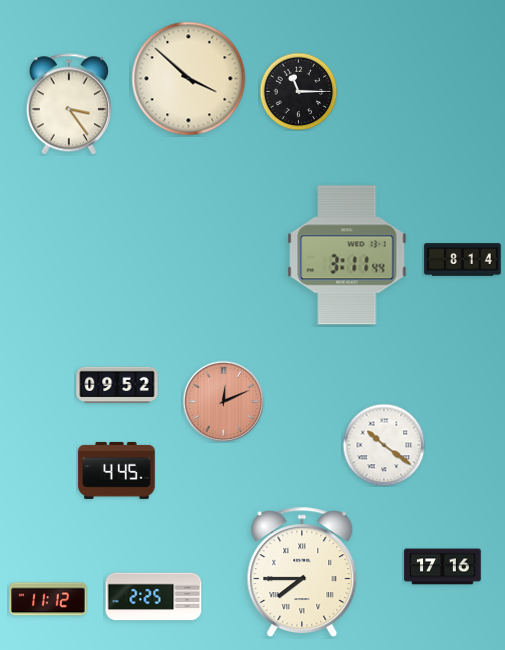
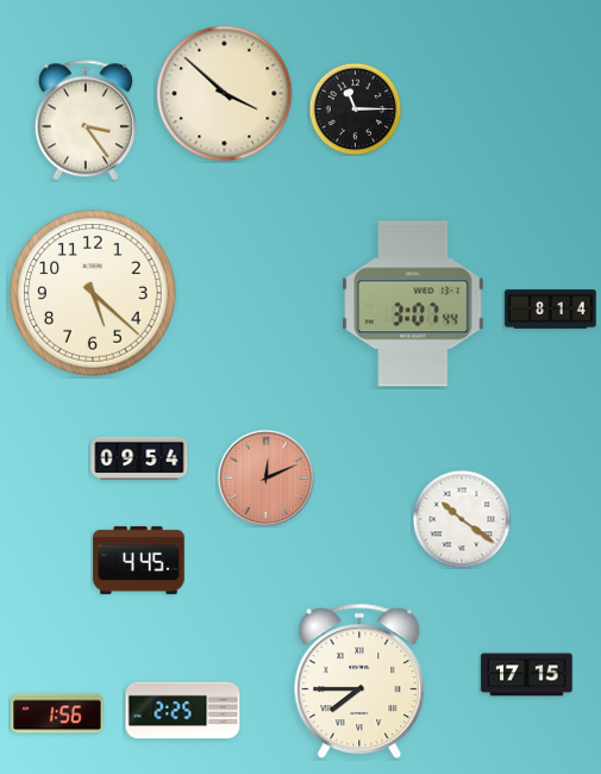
clock at (69, 104) position: (69, 104) -> (86, 120)
clock at (93, 293): none -> 5:22
clock at (347, 255): 3:11 -> 3:07
clock at (117, 385): 09:52 -> 09:54
clock at (384, 445) position: (384, 445) -> (462, 519)
clock at (443, 567): 17:16 -> 17:15
clock at (48, 599): 11:12 -> 1:56
